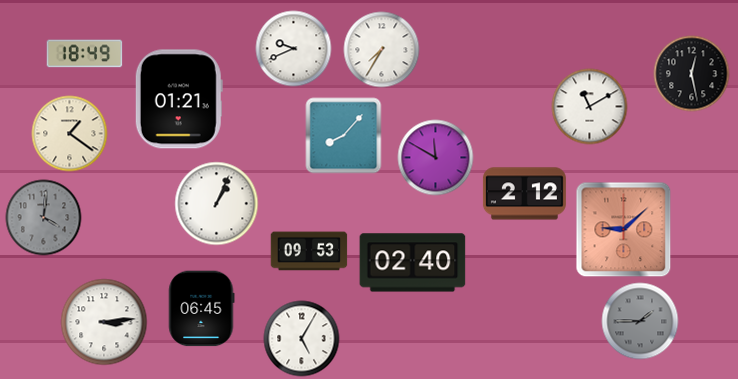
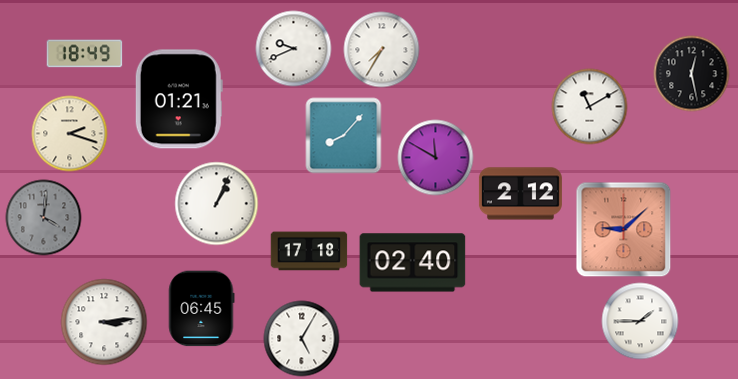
clock at (70, 134): 1:21 -> 2:18
clock at (524, 194) position: (524, 194) -> (520, 194)
clock at (309, 251): 09:53 -> 17:18
clock at (640, 321) dial: grey -> white
